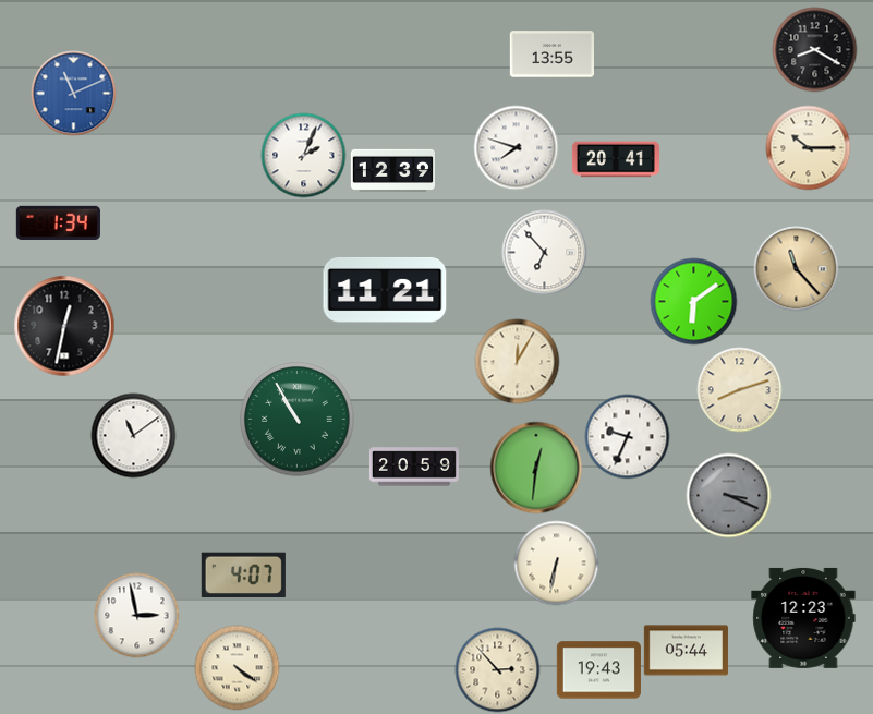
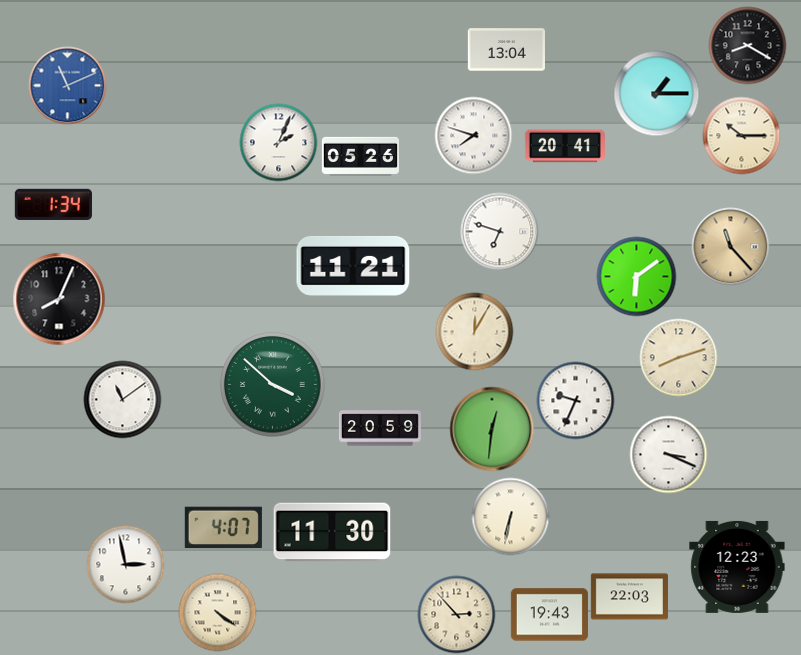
clock at (551, 55): 13:55 -> 13:04
clock at (656, 93): none -> 1:15
clock at (392, 170): 12:39 -> 05:26
clock at (544, 252): 6:53 -> 6:48
clock at (64, 326): 12:32 -> 8:04
clock at (298, 420): 10:55 -> 3:52
clock at (728, 495) dial: grey -> white
clock at (332, 532): none -> 11:30
clock at (686, 651): 05:44 -> 22:03
